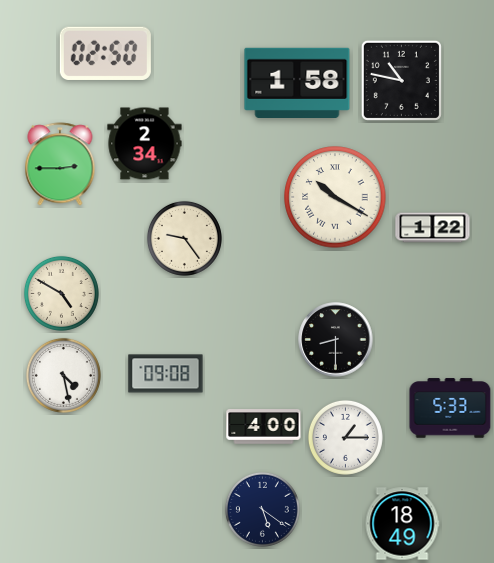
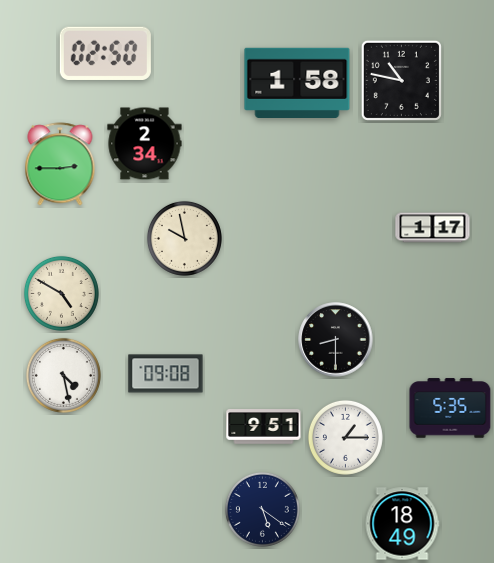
clock at (335, 197): 10:20 -> none
clock at (433, 228): 1:22 -> 1:17
clock at (184, 238): 9:24 -> 9:58
clock at (450, 408): 5:33 -> 5:35
clock at (264, 427): 4:00 -> 9:51
